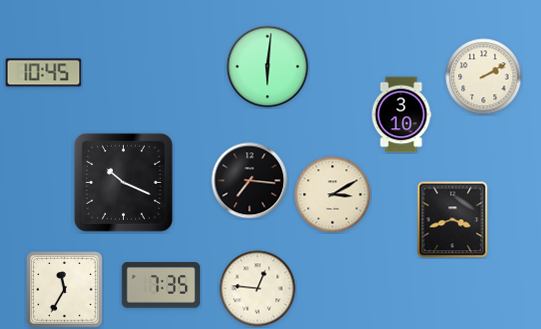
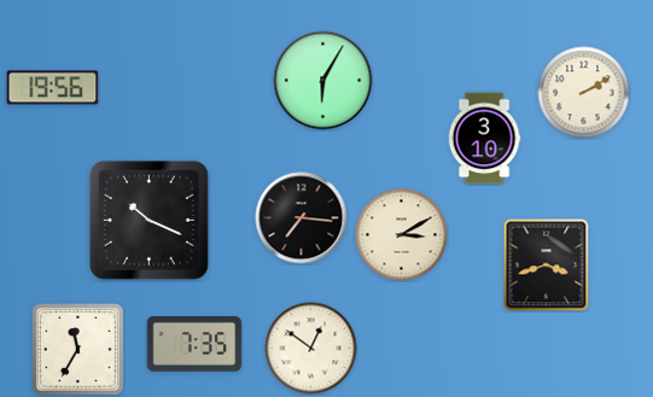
clock at (268, 67): 6:01 -> 6:05
clock at (44, 73): 10:45 -> 19:56
clock at (258, 289): 12:46 -> 12:51
